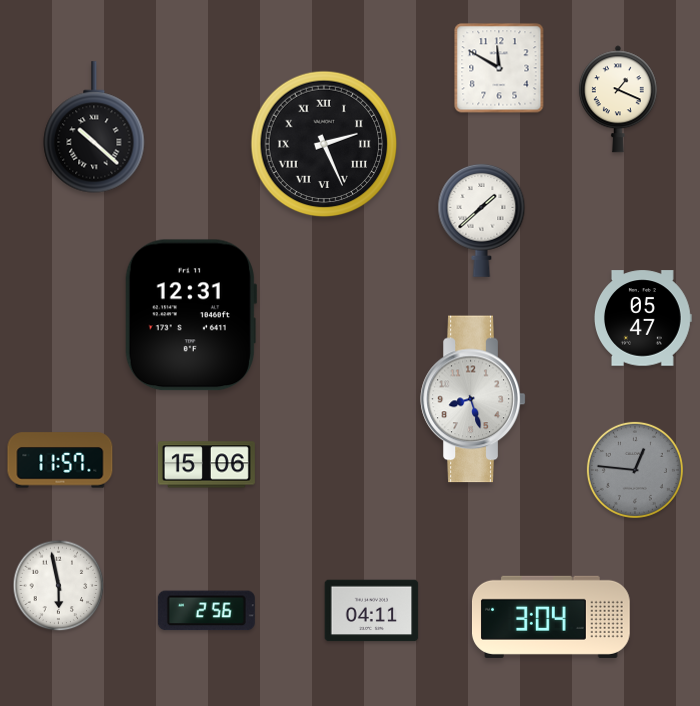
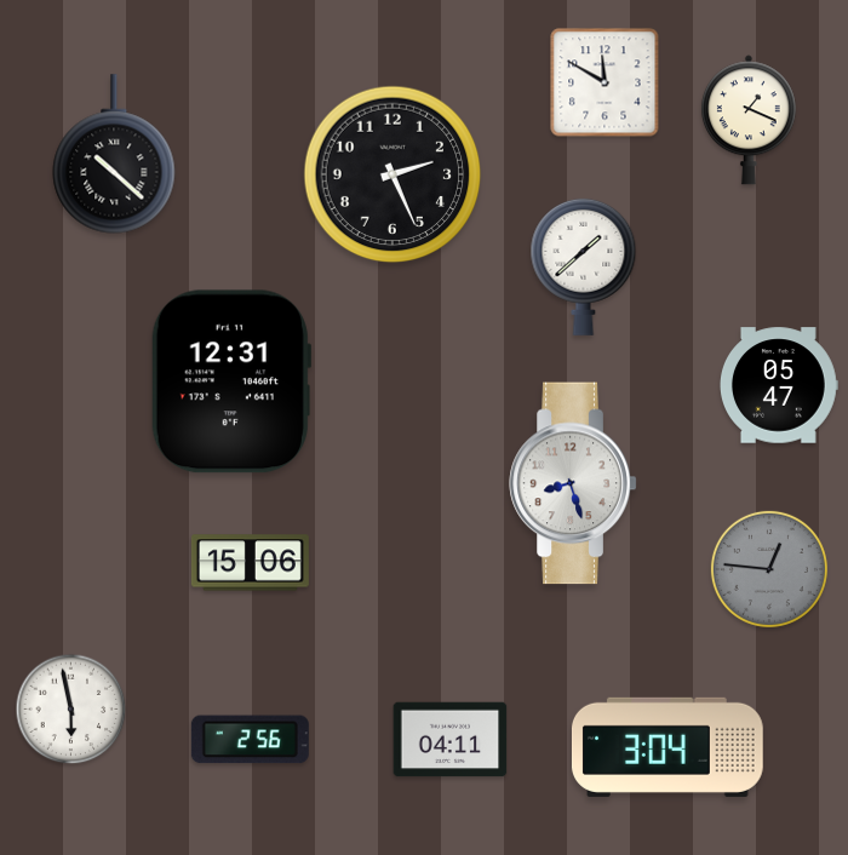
clock at (324, 144) numerals: Roman -> Arabic
clock at (60, 460): 11:57 -> none
